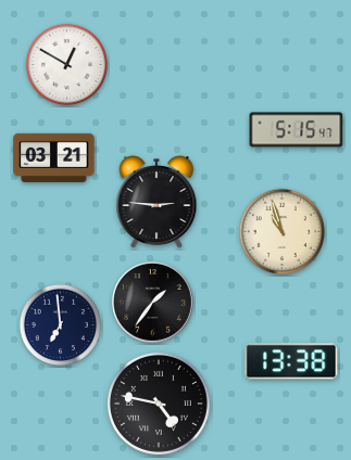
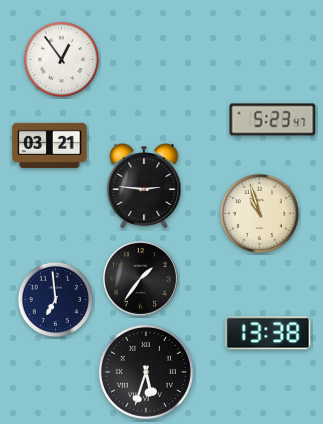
clock at (66, 64): 12:50 -> 12:54
clock at (297, 130): 5:15 -> 5:23
clock at (159, 404): 4:47 -> 5:33
